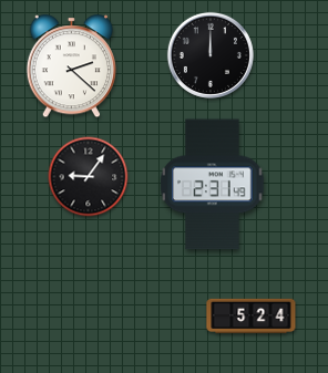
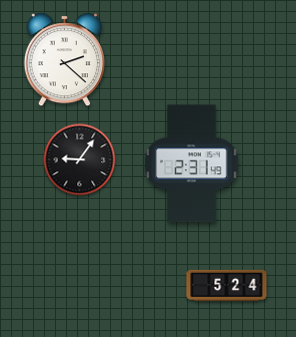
clock at (211, 55): 12:00 -> none
clock at (213, 185) position: (213, 185) -> (192, 164)
